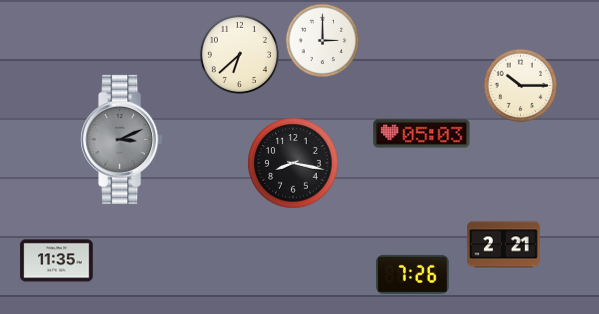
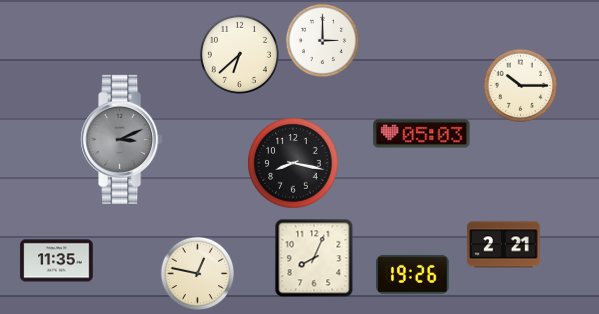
clock at (314, 258): none -> 8:04
clock at (198, 274): none -> 12:47
clock at (413, 274): 7:26 -> 19:26
